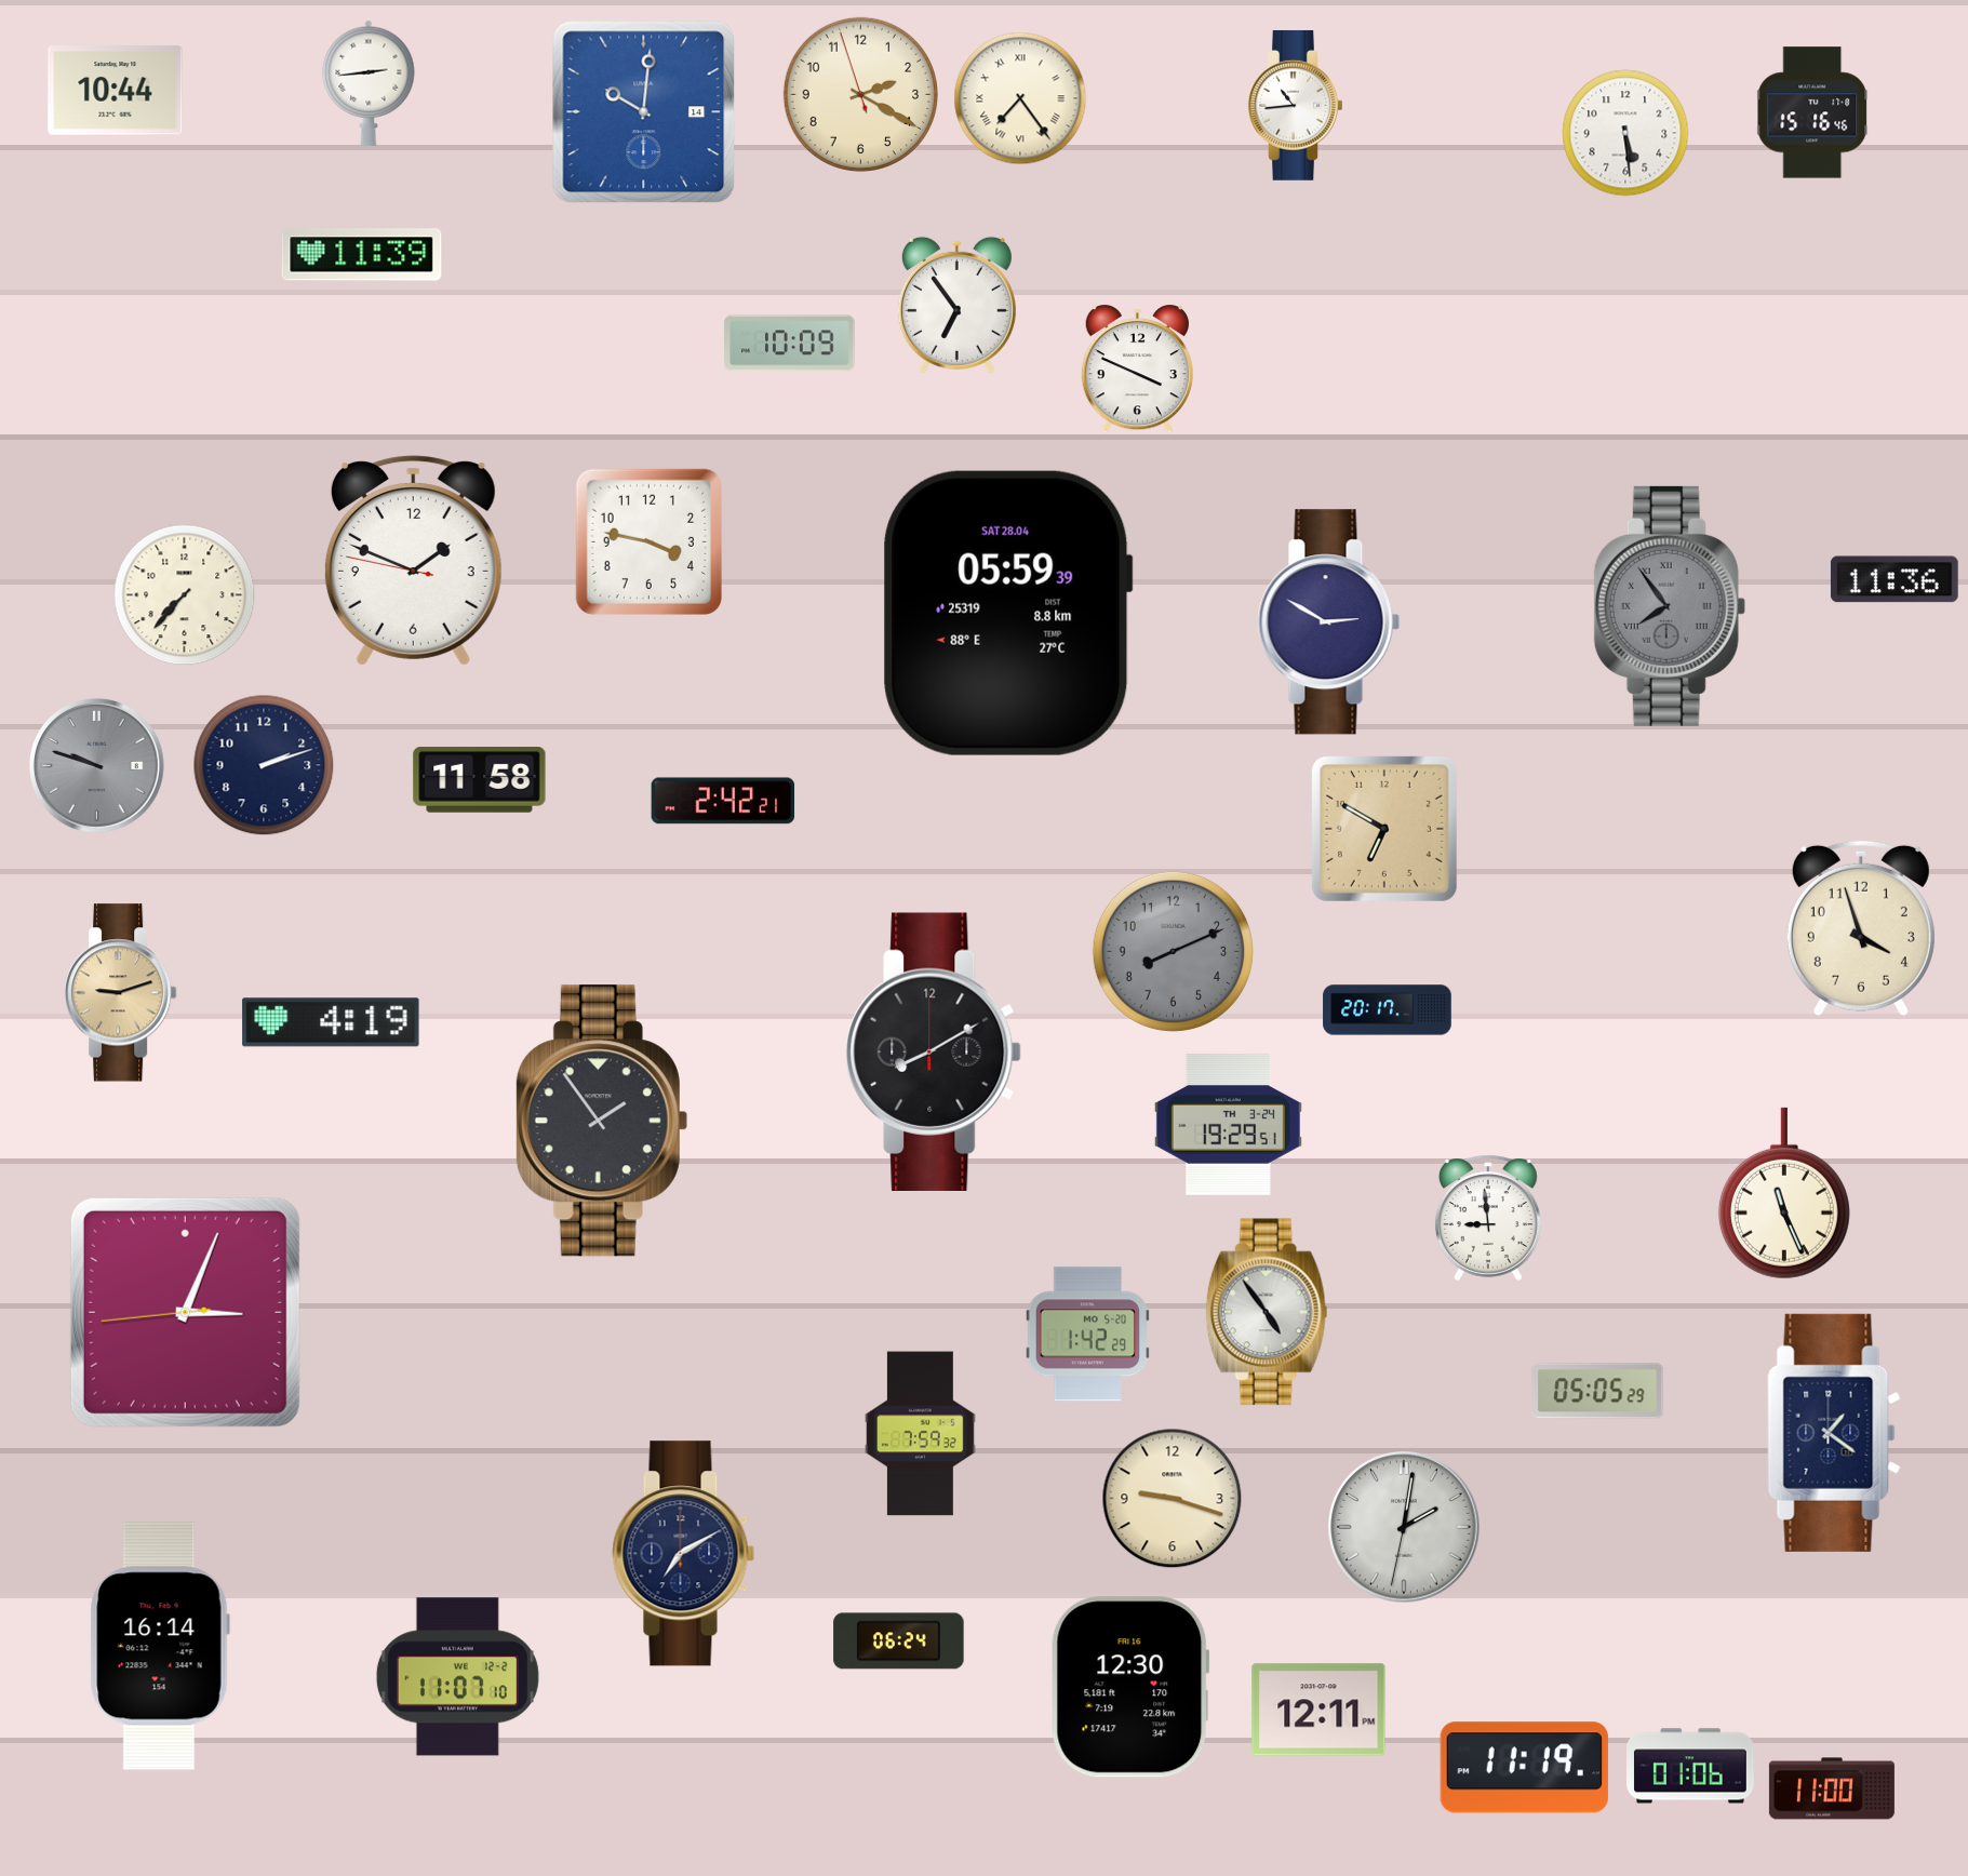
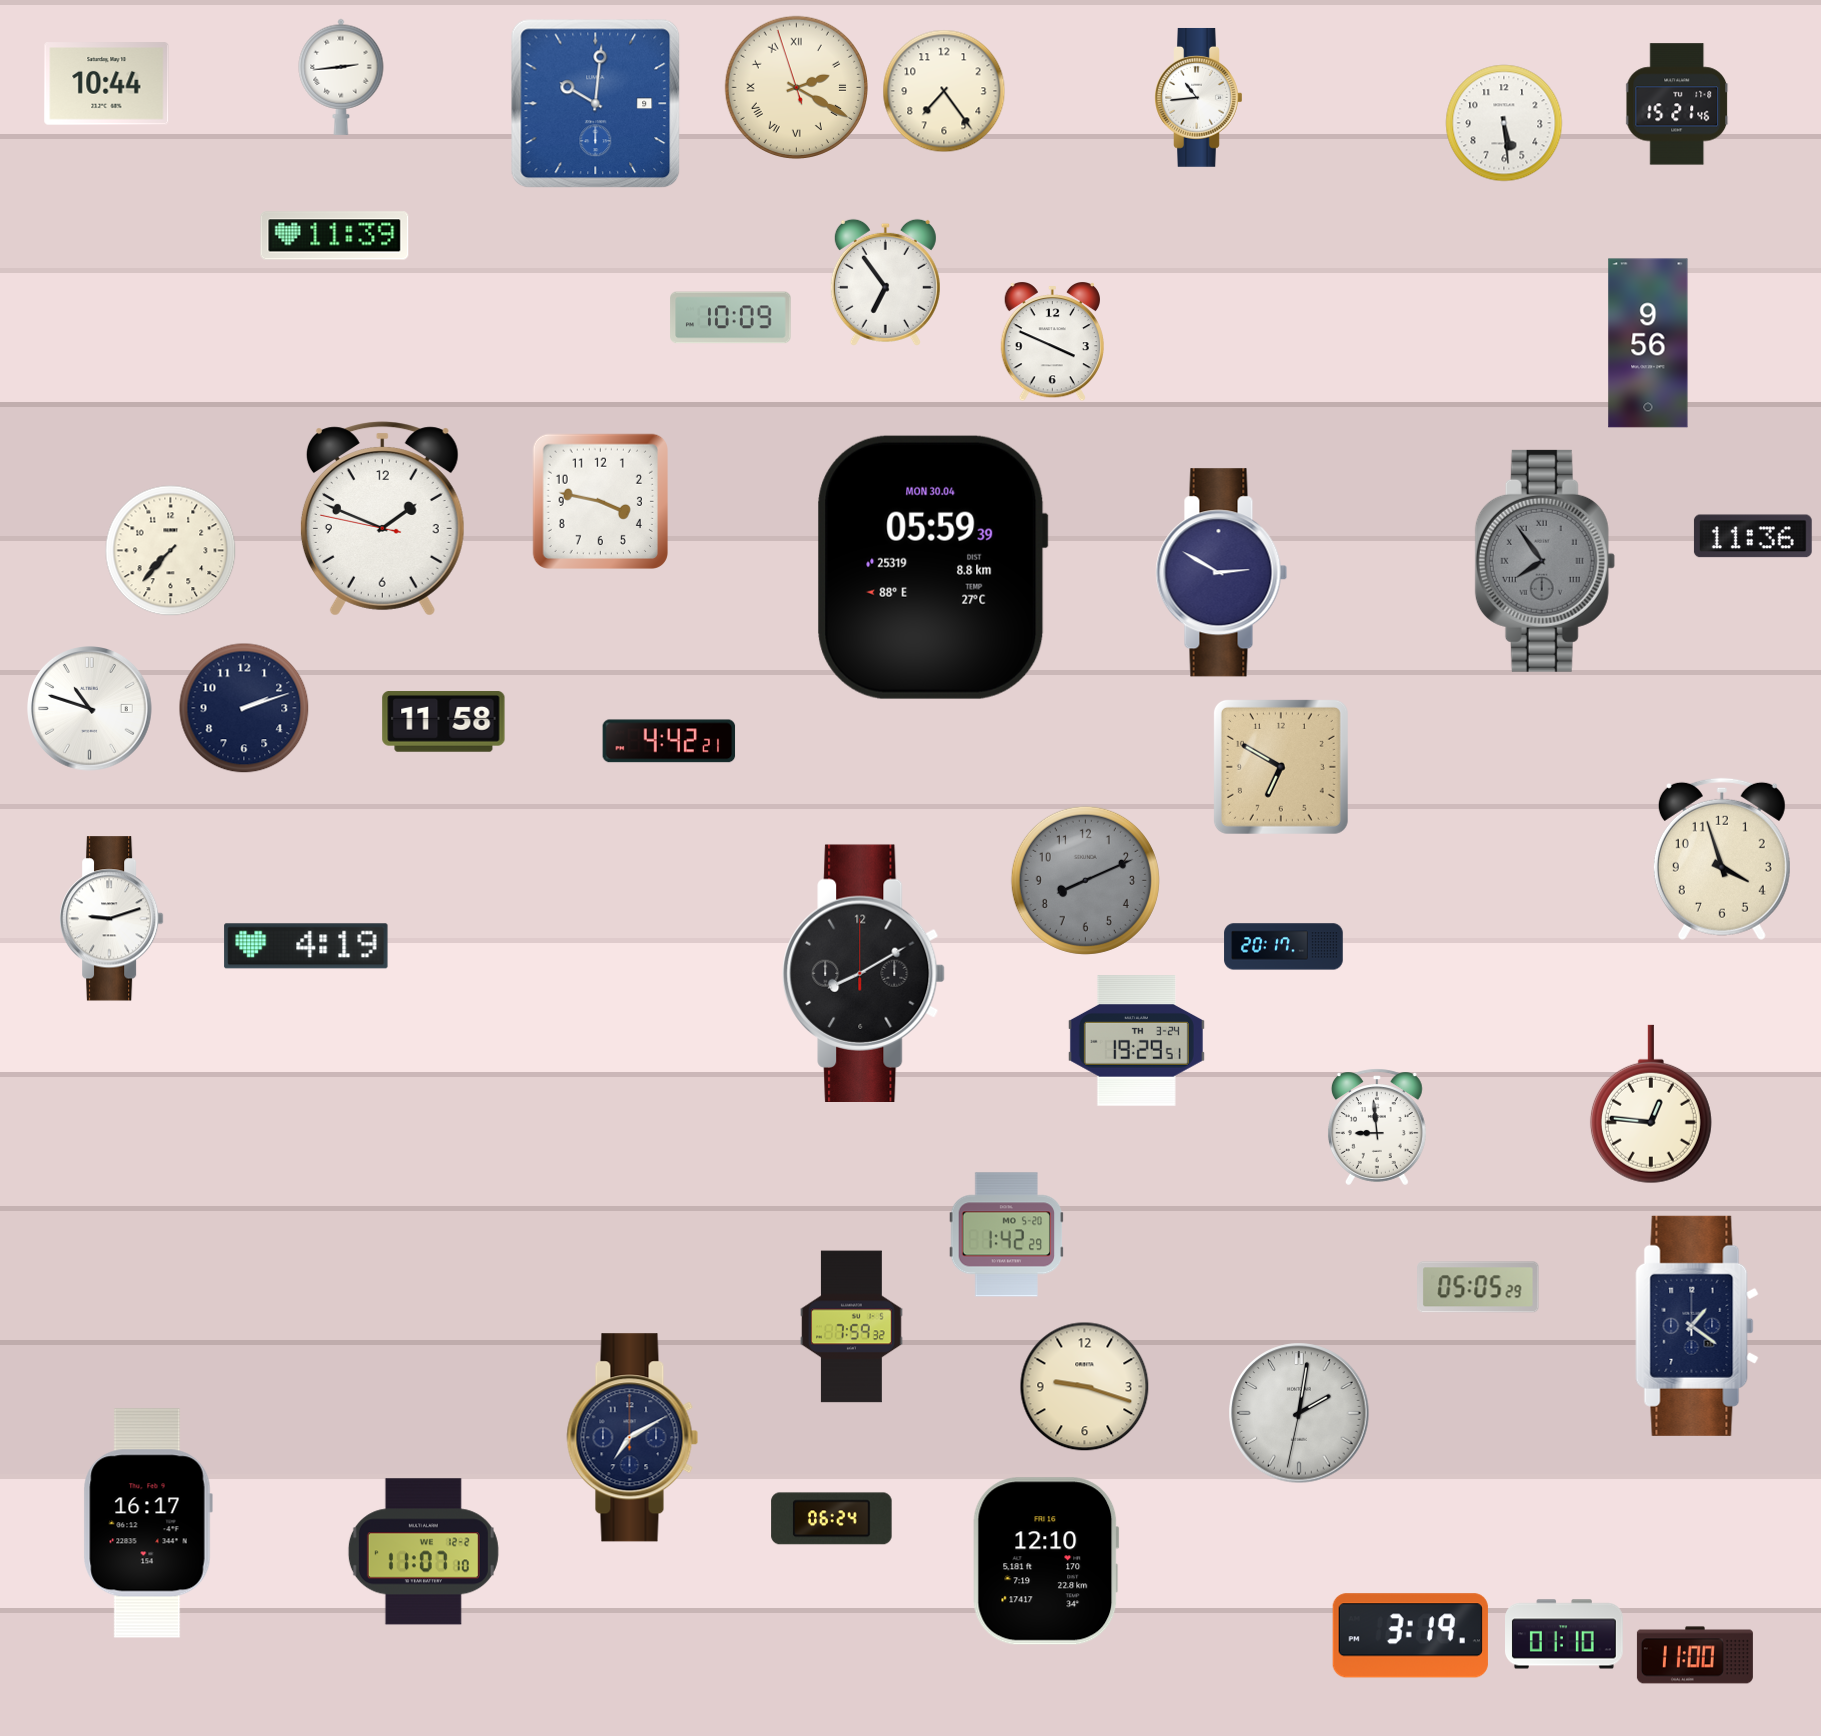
clock at (860, 94) numerals: Arabic -> Roman
clock at (1020, 98) numerals: Roman -> Arabic
clock at (644, 112) date: 14 -> 9
clock at (1813, 112): 15:16 -> 15:21
clock at (1648, 343): none -> 9:56
clock at (1007, 613) date: SAT 28.04 -> MON 30.04
clock at (1329, 622) position: (1329, 622) -> (1222, 573)
clock at (97, 766): 9:48 -> 10:48
clock at (97, 766) dial: grey -> white
clock at (723, 801): 2:42 -> 4:42
clock at (120, 993) dial: champagne -> white
clock at (1388, 1010) position: (1388, 1010) -> (1284, 947)
clock at (602, 1121): 1:54 -> none
clock at (1784, 1193): 11:26 -> 12:46
clock at (185, 1312): 3:03 -> none
clock at (1267, 1312): 4:54 -> none
clock at (160, 1646): 16:14 -> 16:17
clock at (1130, 1687): 12:30 -> 12:10
clock at (1318, 1710): 12:11 -> none
clock at (1691, 1766): 01:06 -> 01:10
clock at (1524, 1768): 11:19 -> 3:19
